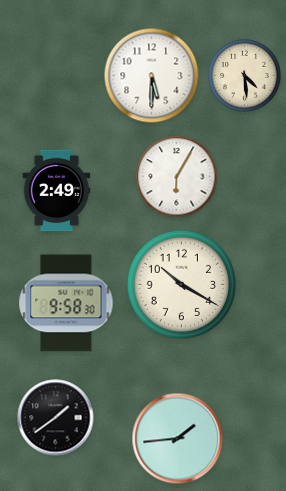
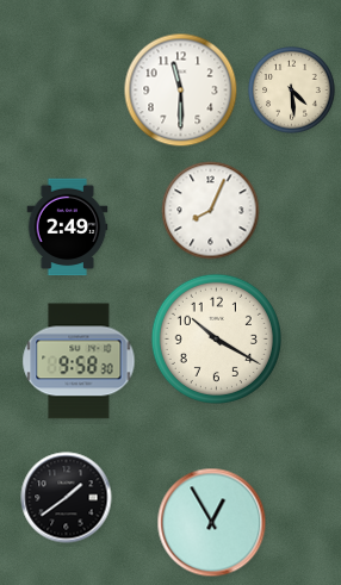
clock at (152, 76): 5:30 -> 11:30
clock at (177, 177): 6:05 -> 8:04
clock at (178, 439): 1:44 -> 12:55
